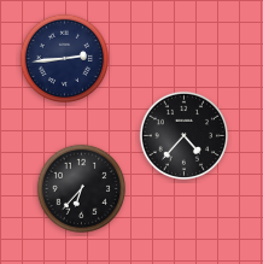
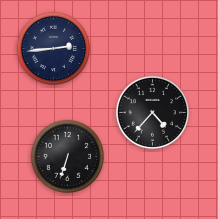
clock at (81, 188): 6:37 -> 6:33
